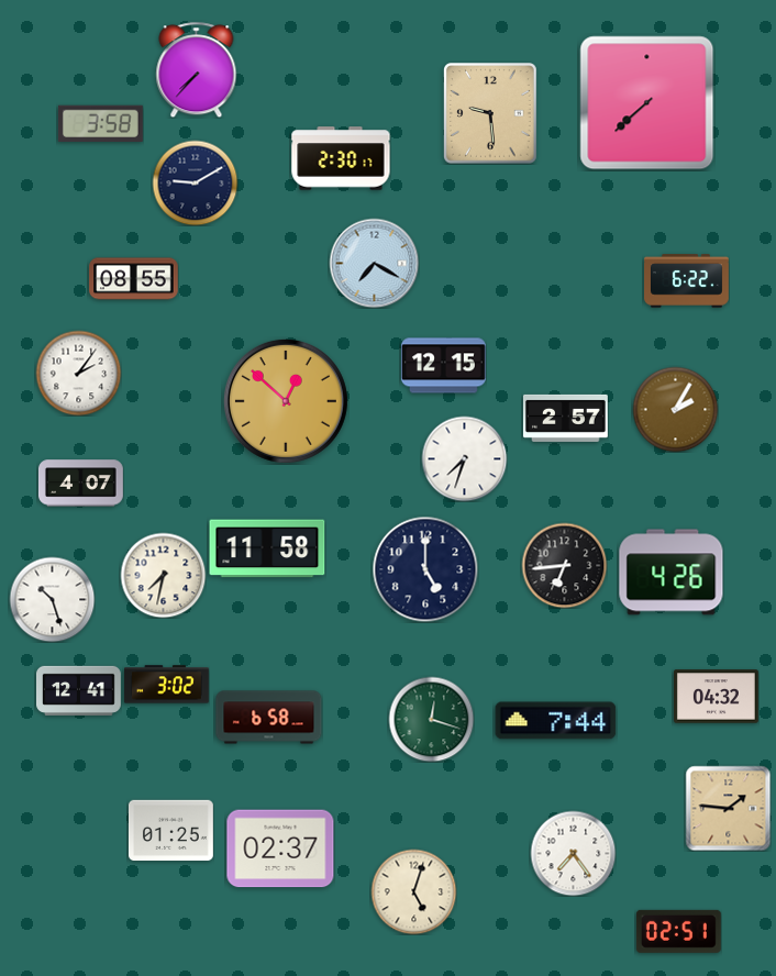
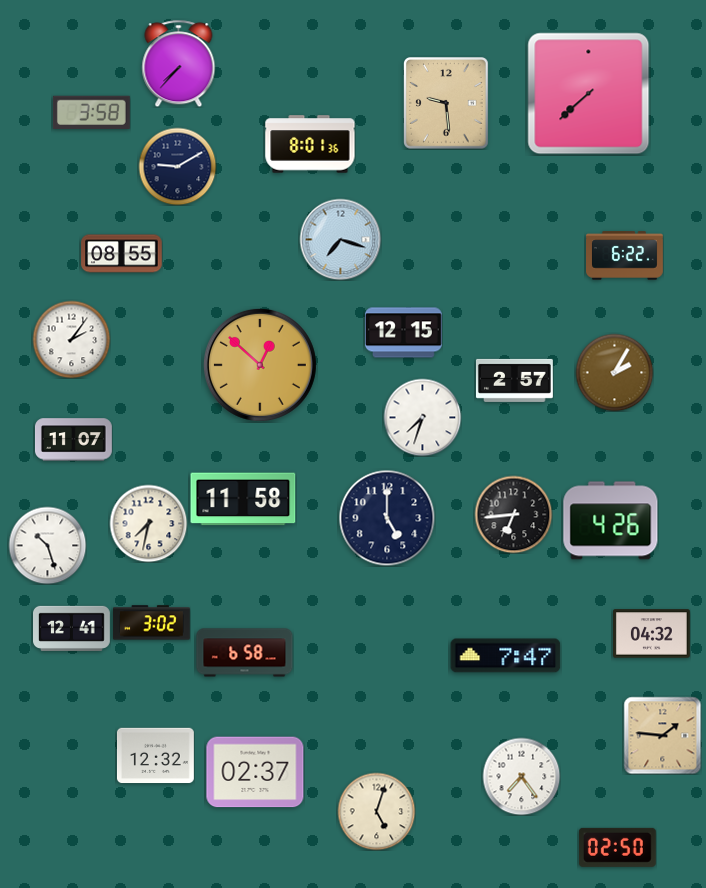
clock at (341, 158): 2:30 -> 8:01
clock at (374, 263): 7:20 -> 7:18
clock at (80, 484): 4:07 -> 11:07
clock at (431, 719): 12:18 -> none
clock at (556, 721): 7:44 -> 7:47
clock at (170, 831): 01:25 -> 12:32
clock at (678, 931): 02:51 -> 02:50
